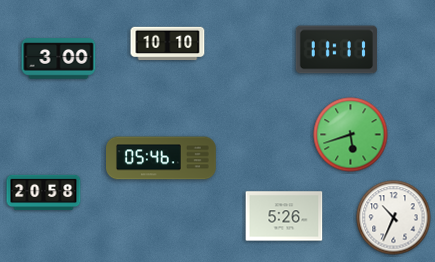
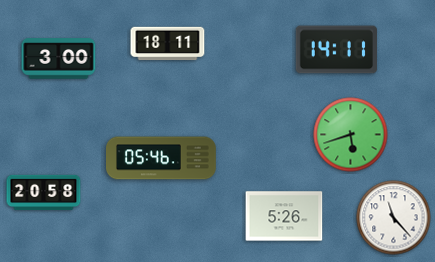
clock at (168, 44): 10:10 -> 18:11
clock at (336, 50): 11:11 -> 14:11
clock at (394, 218): 10:34 -> 11:23
